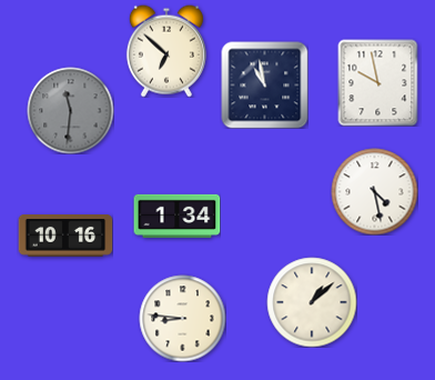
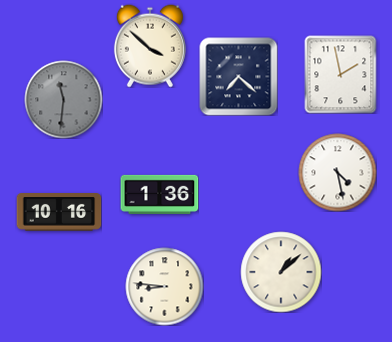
clock at (166, 51): 6:52 -> 3:52
clock at (378, 82): 9:58 -> 1:58
clock at (264, 84): 10:58 -> 7:22
clock at (176, 216): 1:34 -> 1:36
